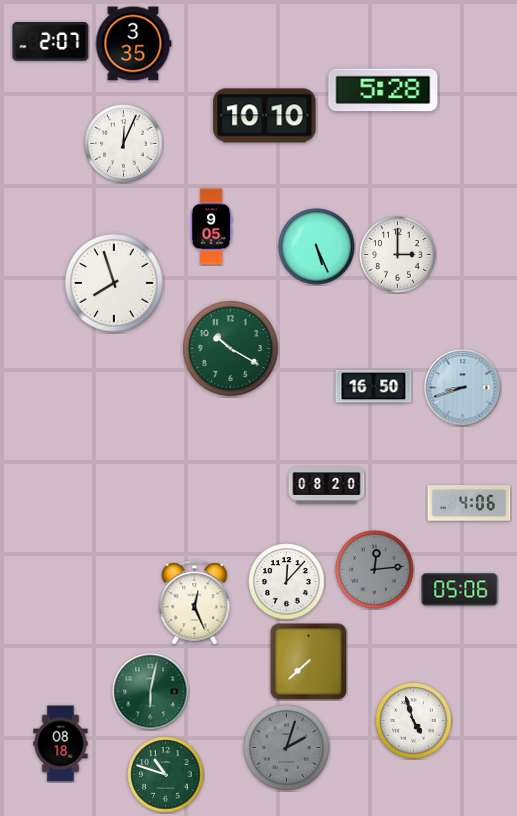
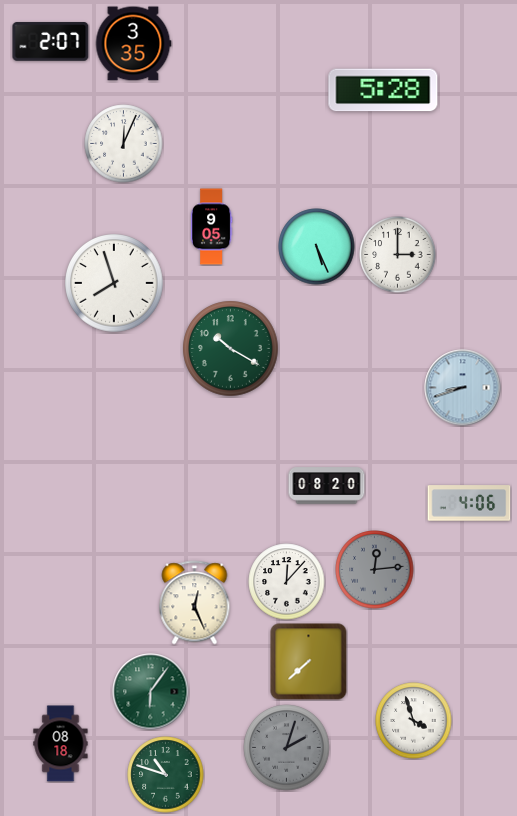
clock at (265, 116): 10:10 -> none
clock at (374, 387): 16:50 -> none
clock at (460, 590): 05:06 -> none
clock at (151, 692): 6:02 -> 6:06
clock at (414, 721): 4:57 -> 3:57
